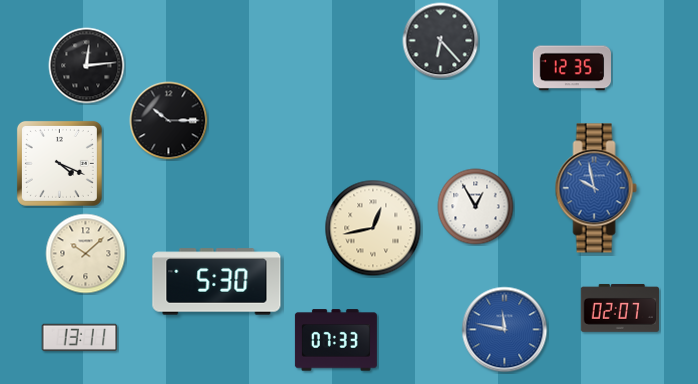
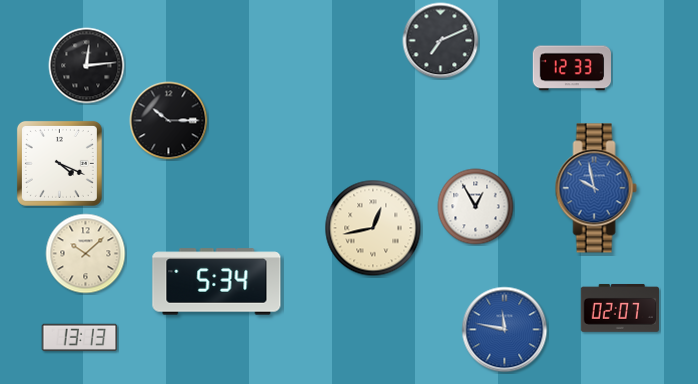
clock at (441, 41): 6:23 -> 7:11
clock at (571, 68): 12:35 -> 12:33
clock at (217, 282): 5:30 -> 5:34
clock at (80, 338): 13:11 -> 13:13
clock at (336, 340): 07:33 -> none
